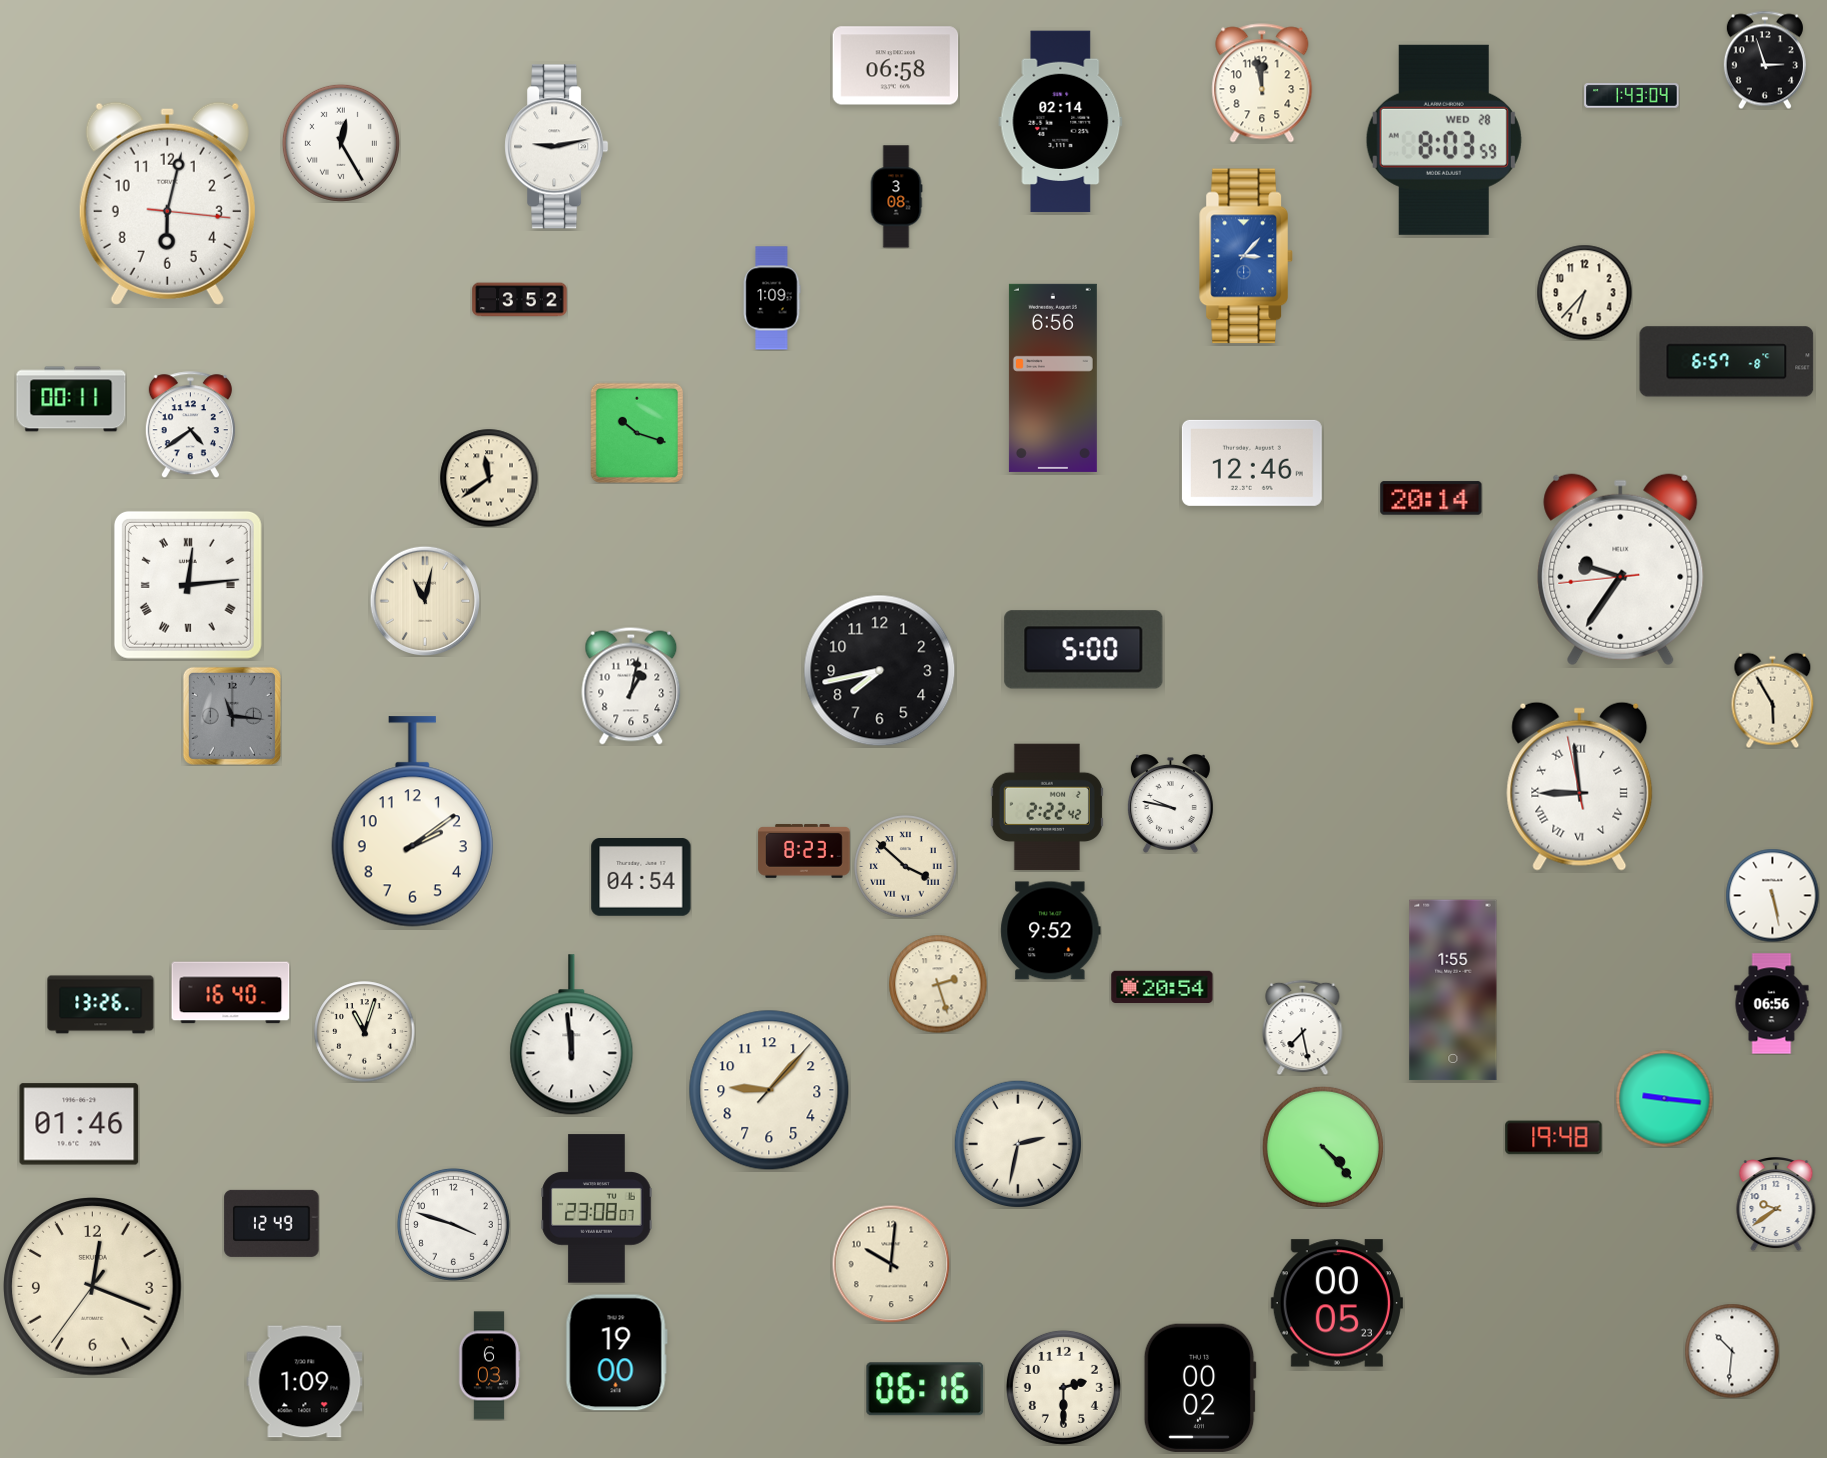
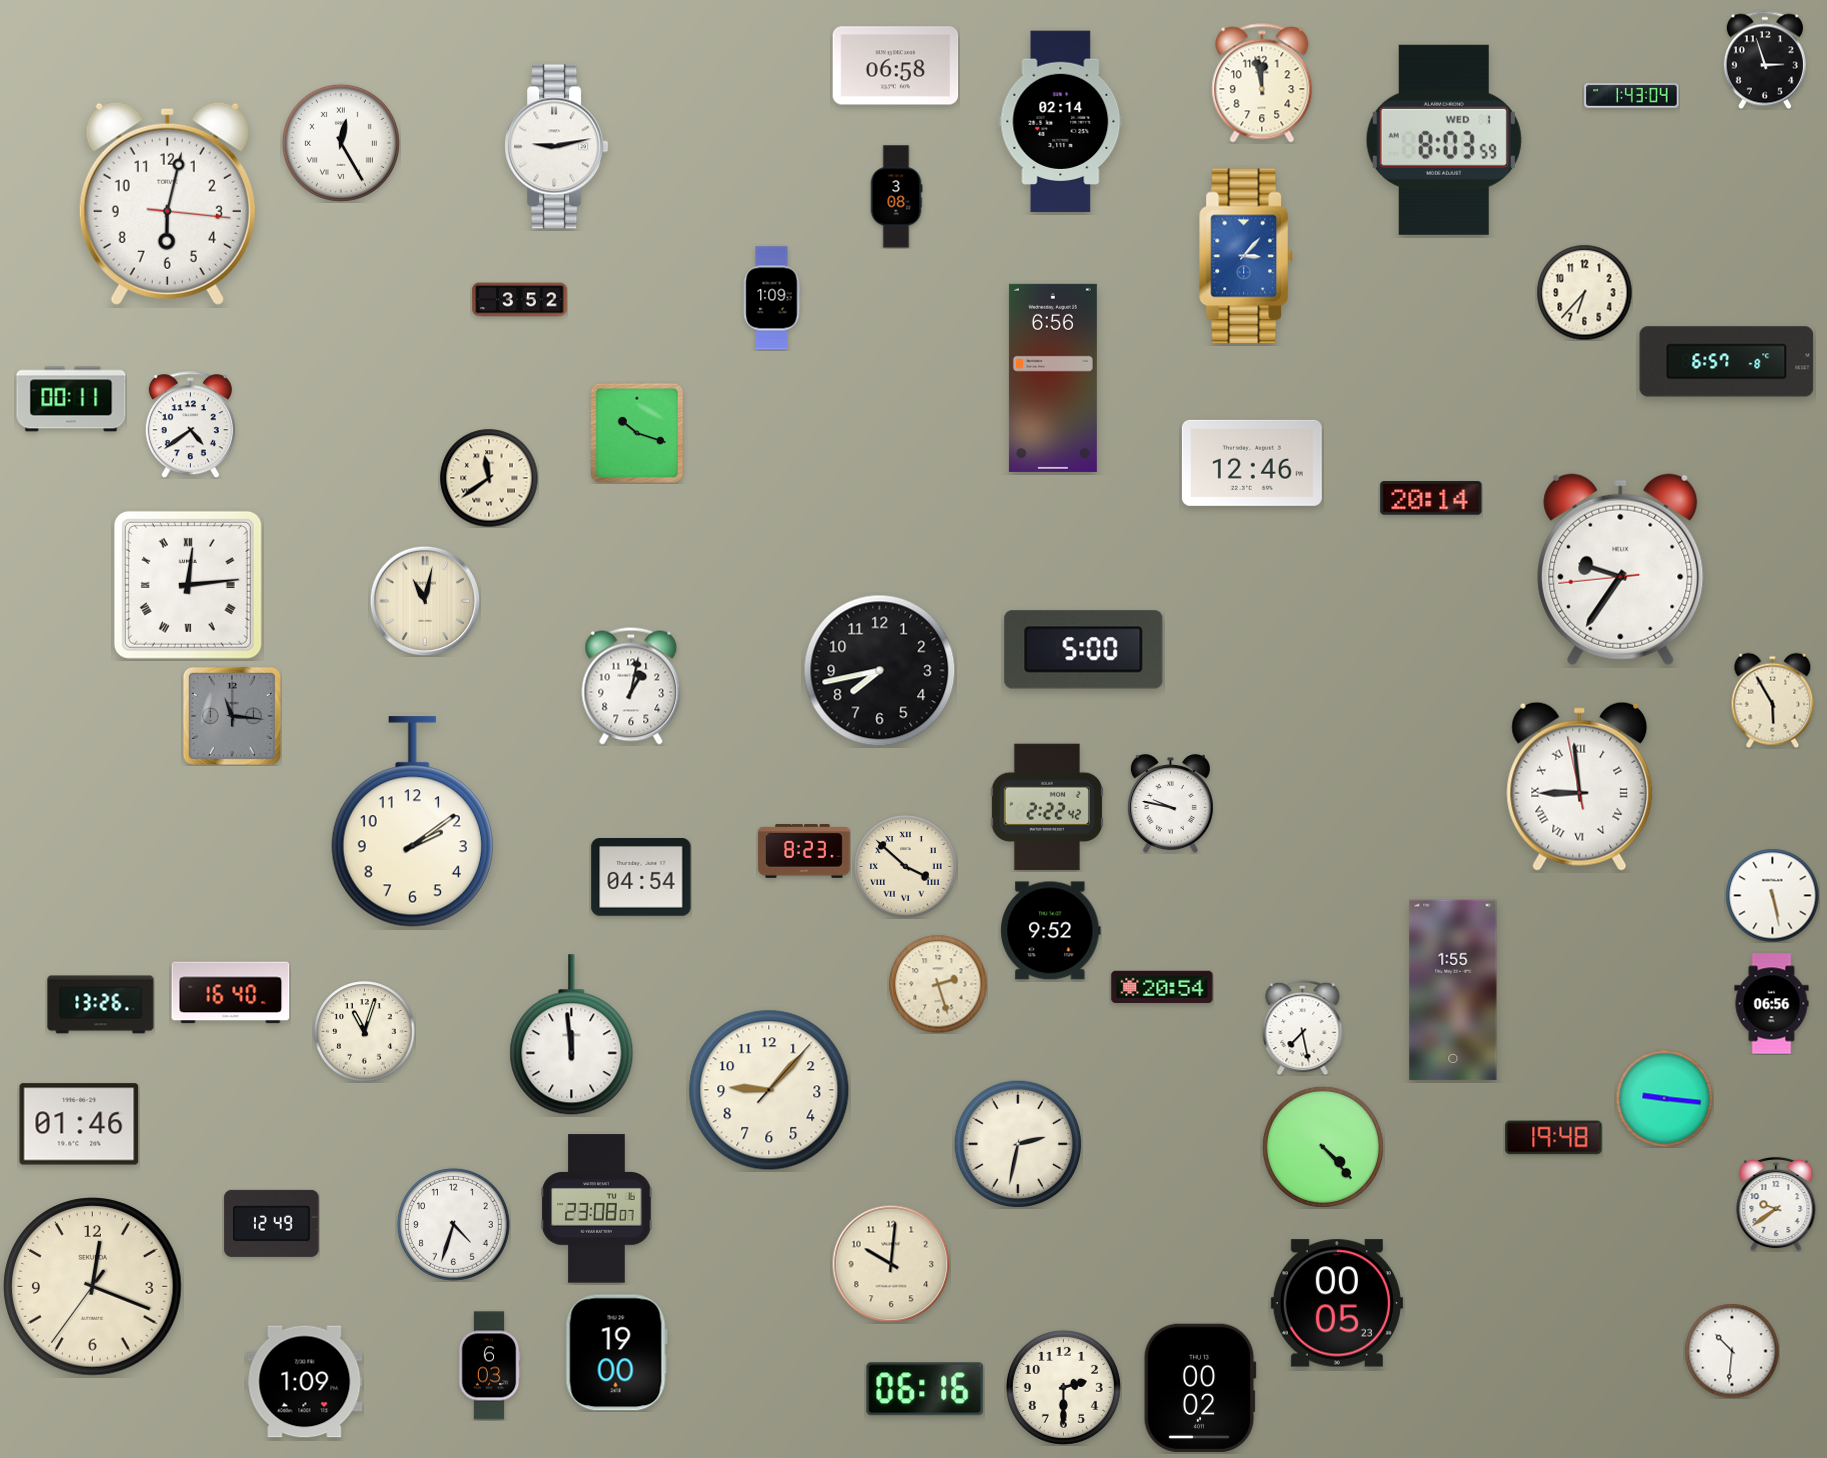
clock at (1444, 140) date: WED 28 -> WED 1
clock at (453, 1224): 3:48 -> 4:33
